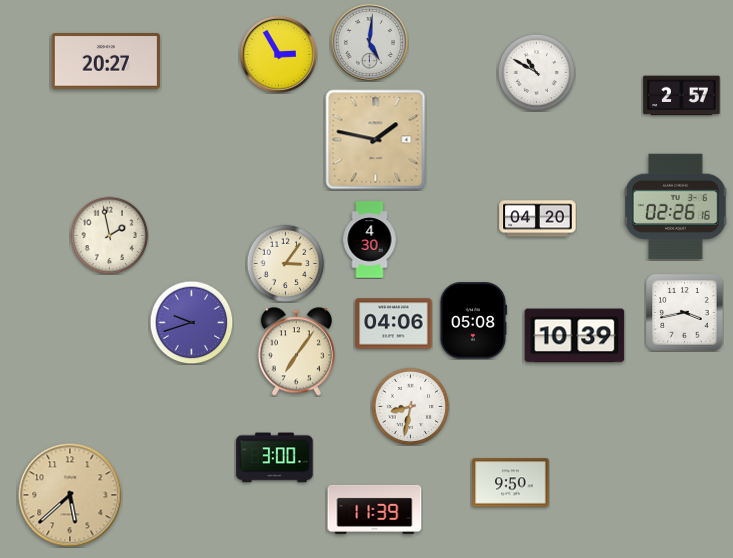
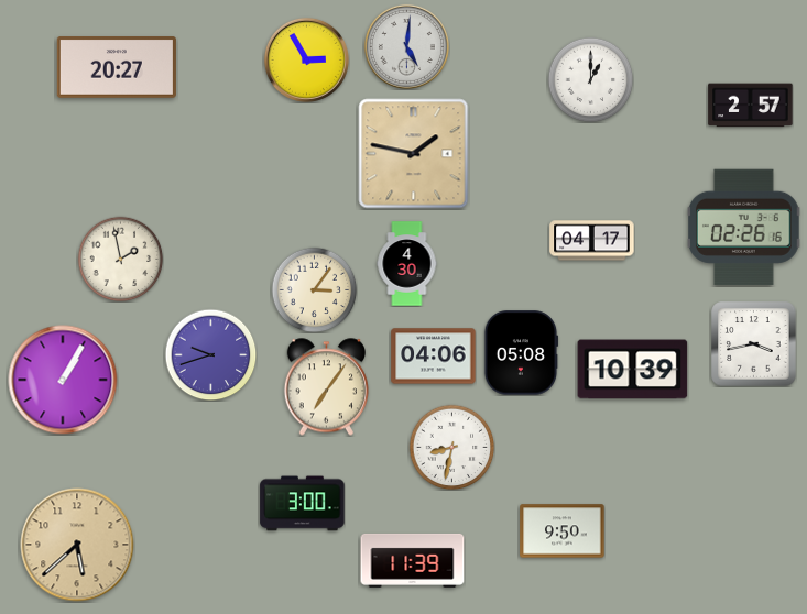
clock at (536, 72): 10:50 -> 1:00
clock at (538, 219): 04:20 -> 04:17
clock at (63, 380): none -> 1:05
